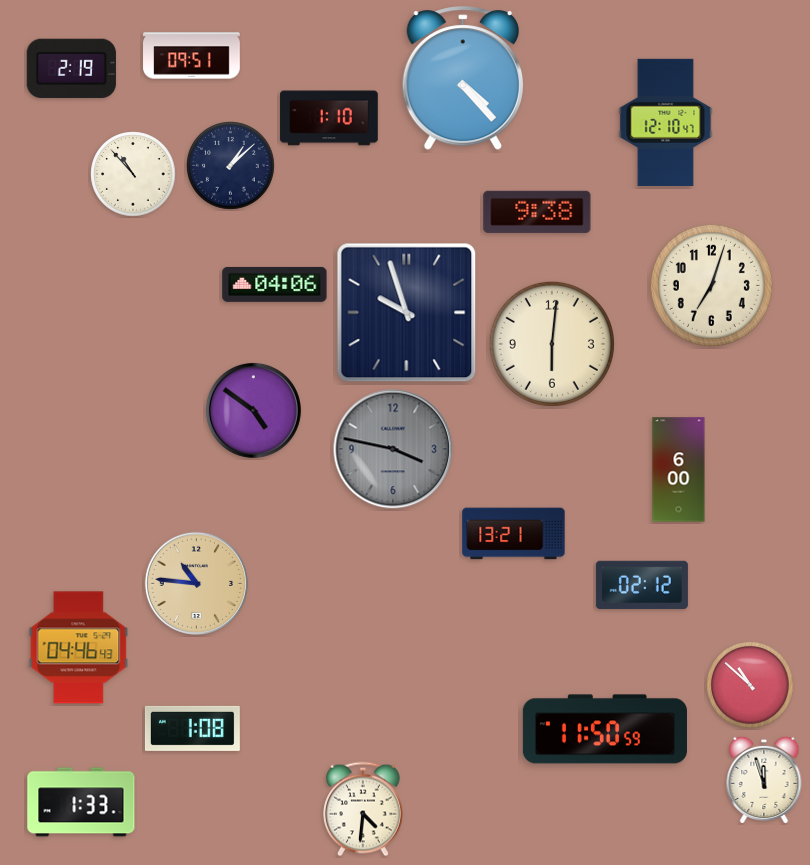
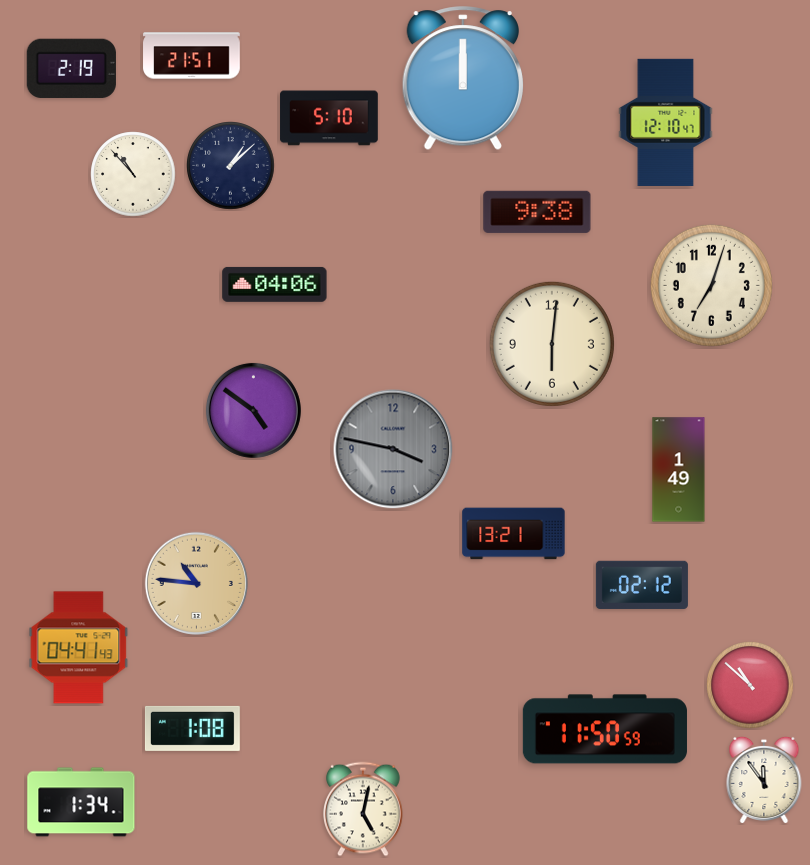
clock at (192, 56): 09:51 -> 21:51
clock at (463, 79): 4:23 -> 12:00
clock at (329, 118): 1:10 -> 5:10
clock at (407, 313): 9:57 -> none
clock at (679, 470): 6:00 -> 1:49
clock at (79, 648): 04:46 -> 04:41
clock at (764, 779): 11:57 -> 11:54
clock at (81, 802): 1:33 -> 1:34
clock at (364, 809): 4:31 -> 5:02
